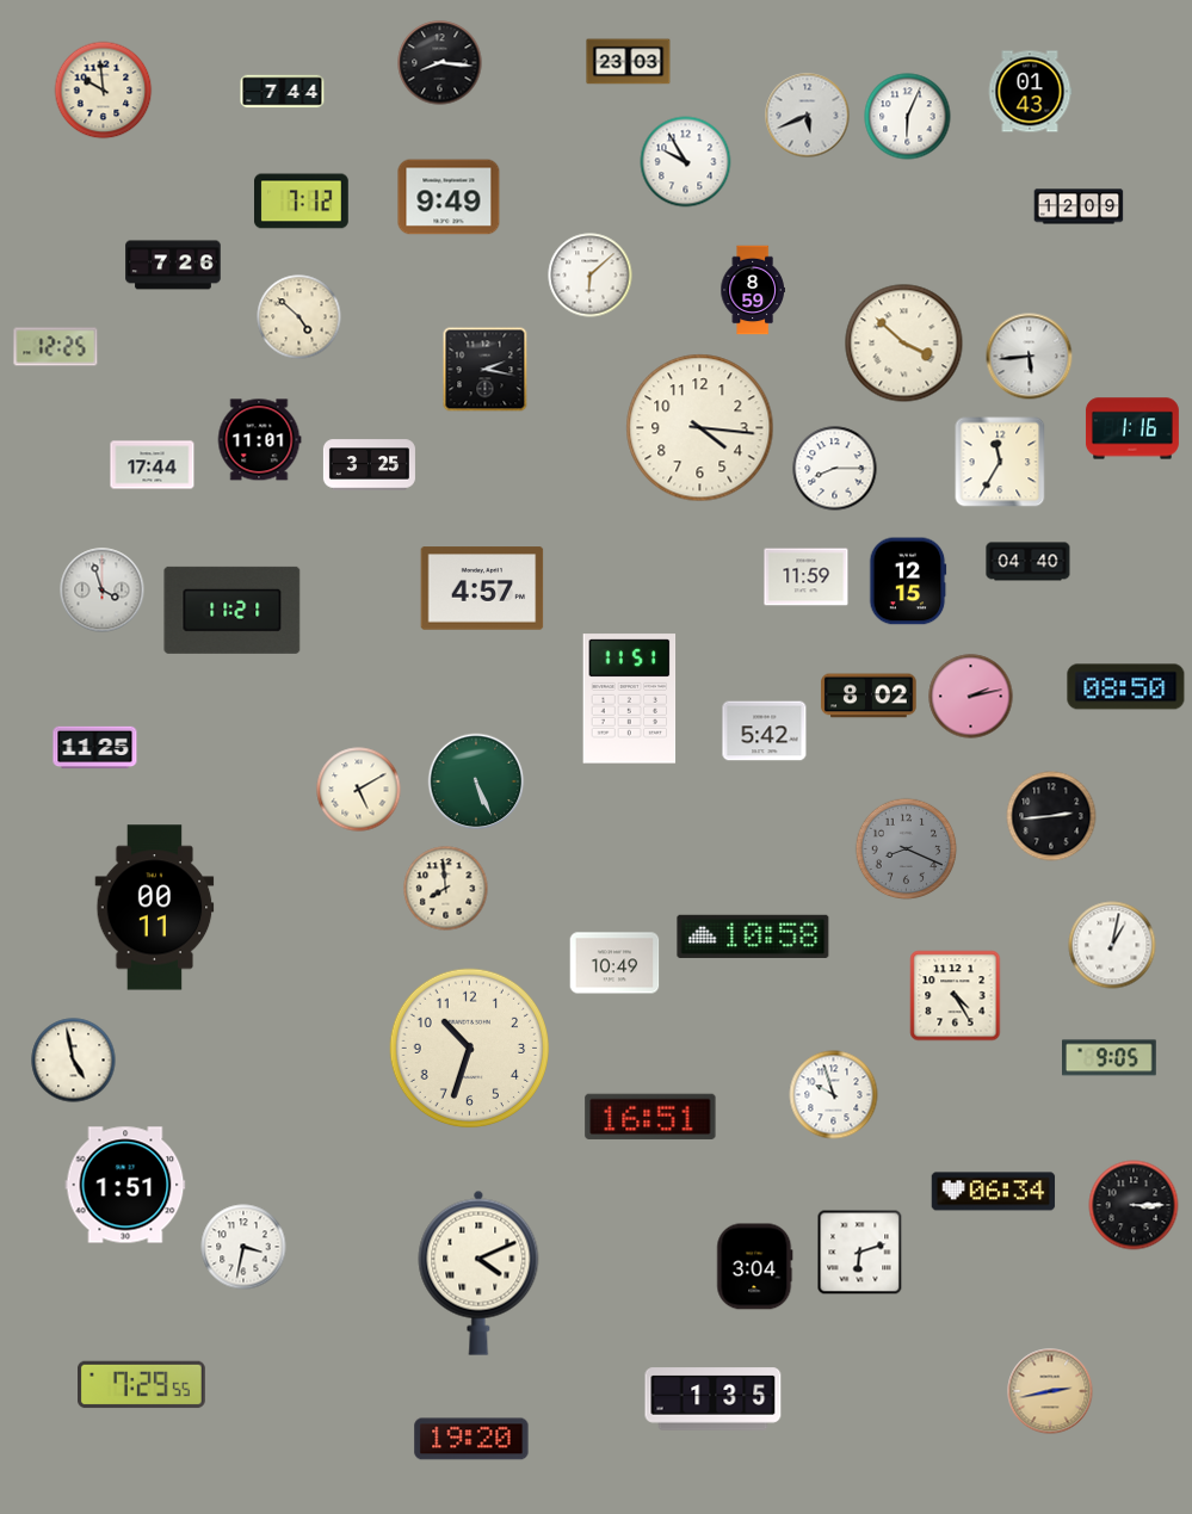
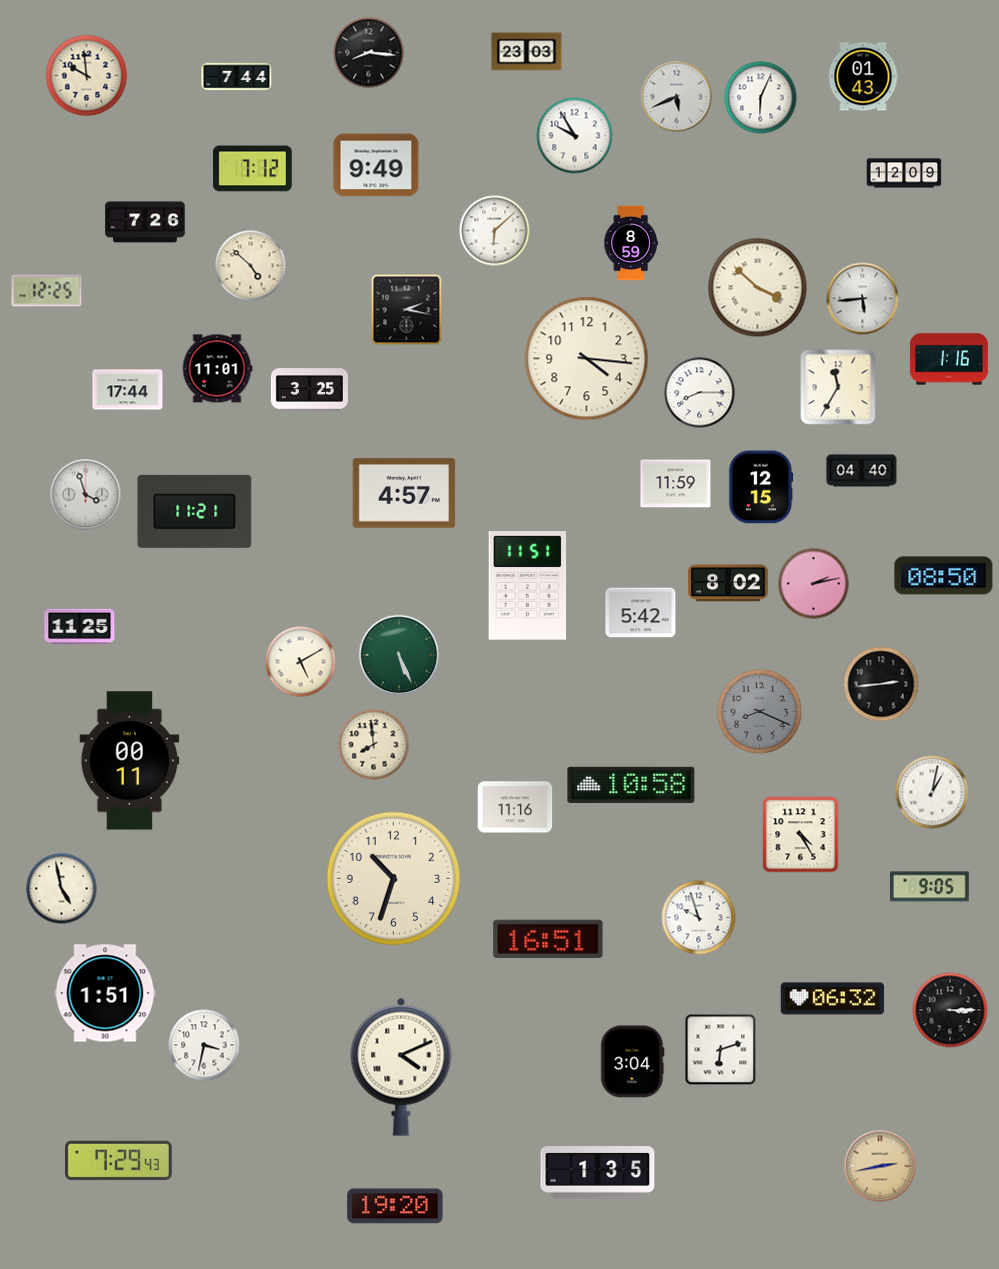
clock at (614, 963): 10:49 -> 11:16
clock at (650, 1116) position: (650, 1116) -> (548, 938)
clock at (994, 1192): 06:34 -> 06:32
clock at (142, 1385): 7:29:55 -> 7:29:43
